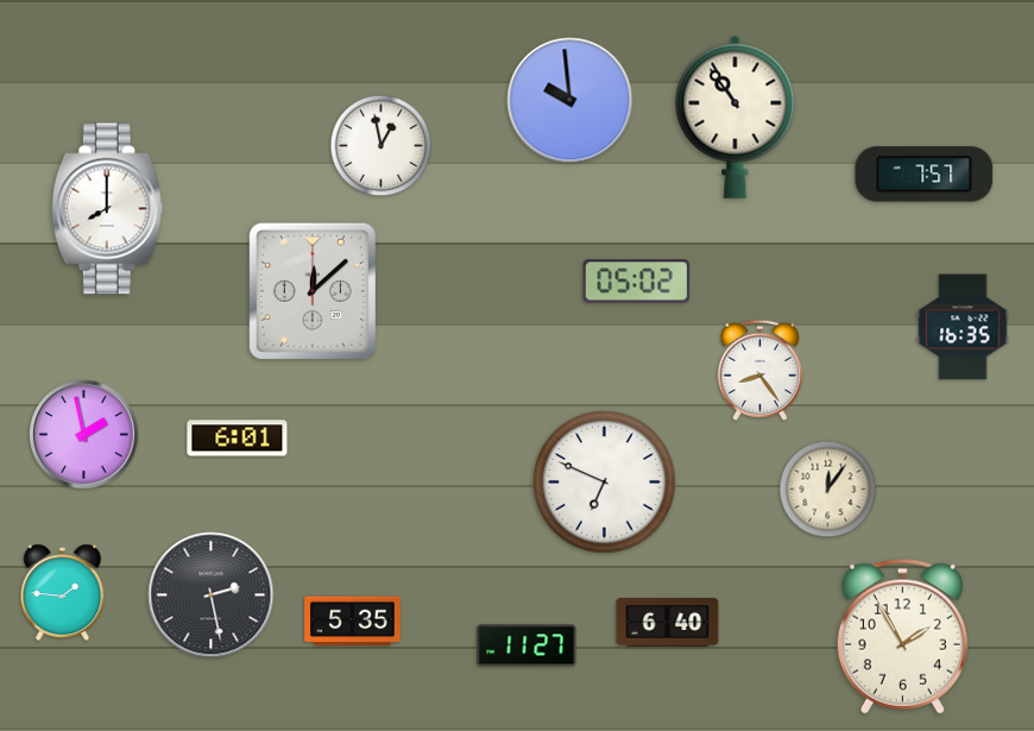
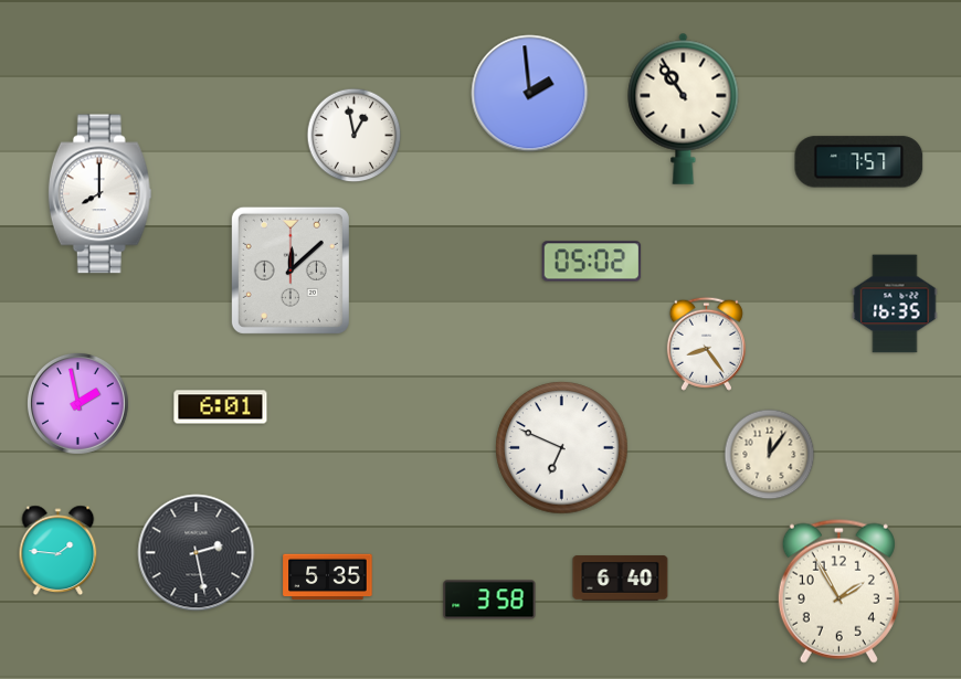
clock at (570, 101): 9:59 -> 1:59
clock at (527, 645): 11:27 -> 3:58
